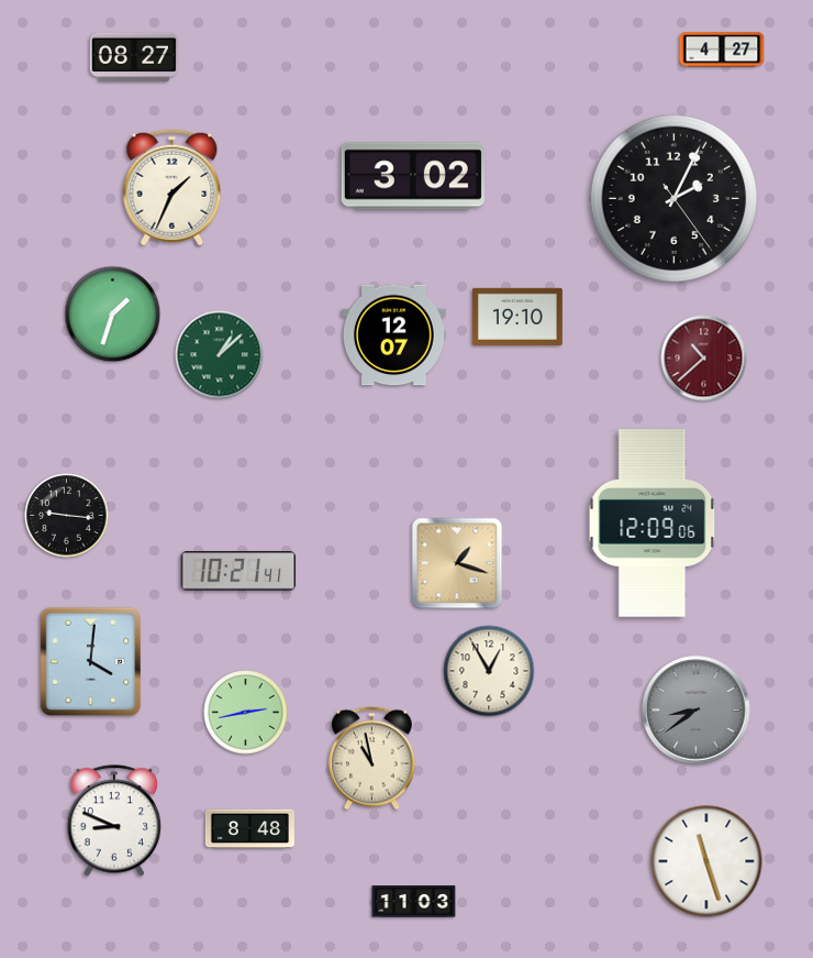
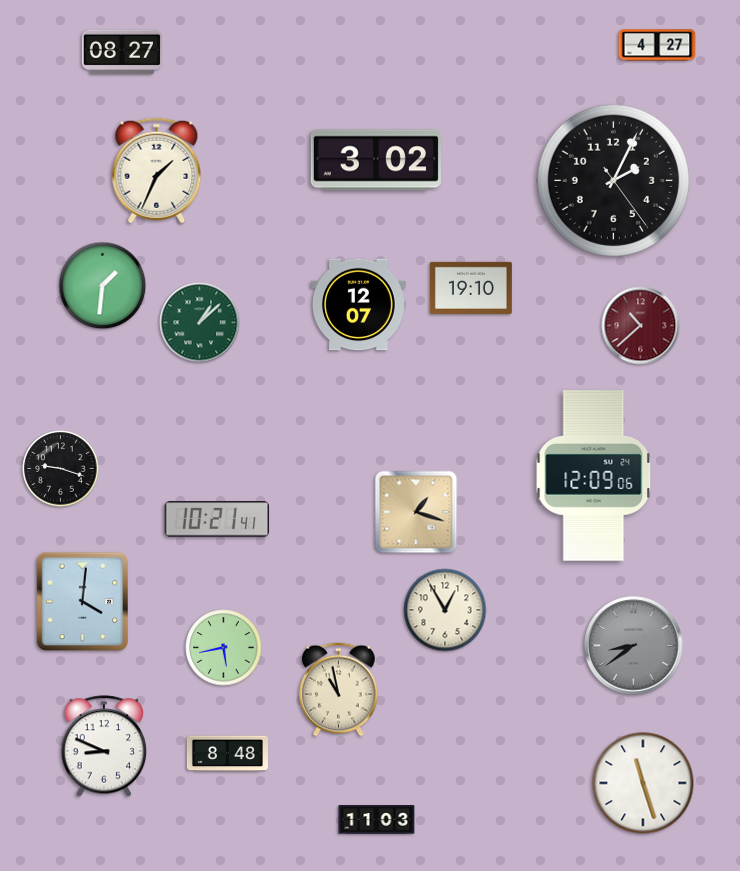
clock at (113, 315): 1:33 -> 1:31
clock at (67, 516): 9:16 -> 9:18
clock at (246, 713): 2:43 -> 5:43
